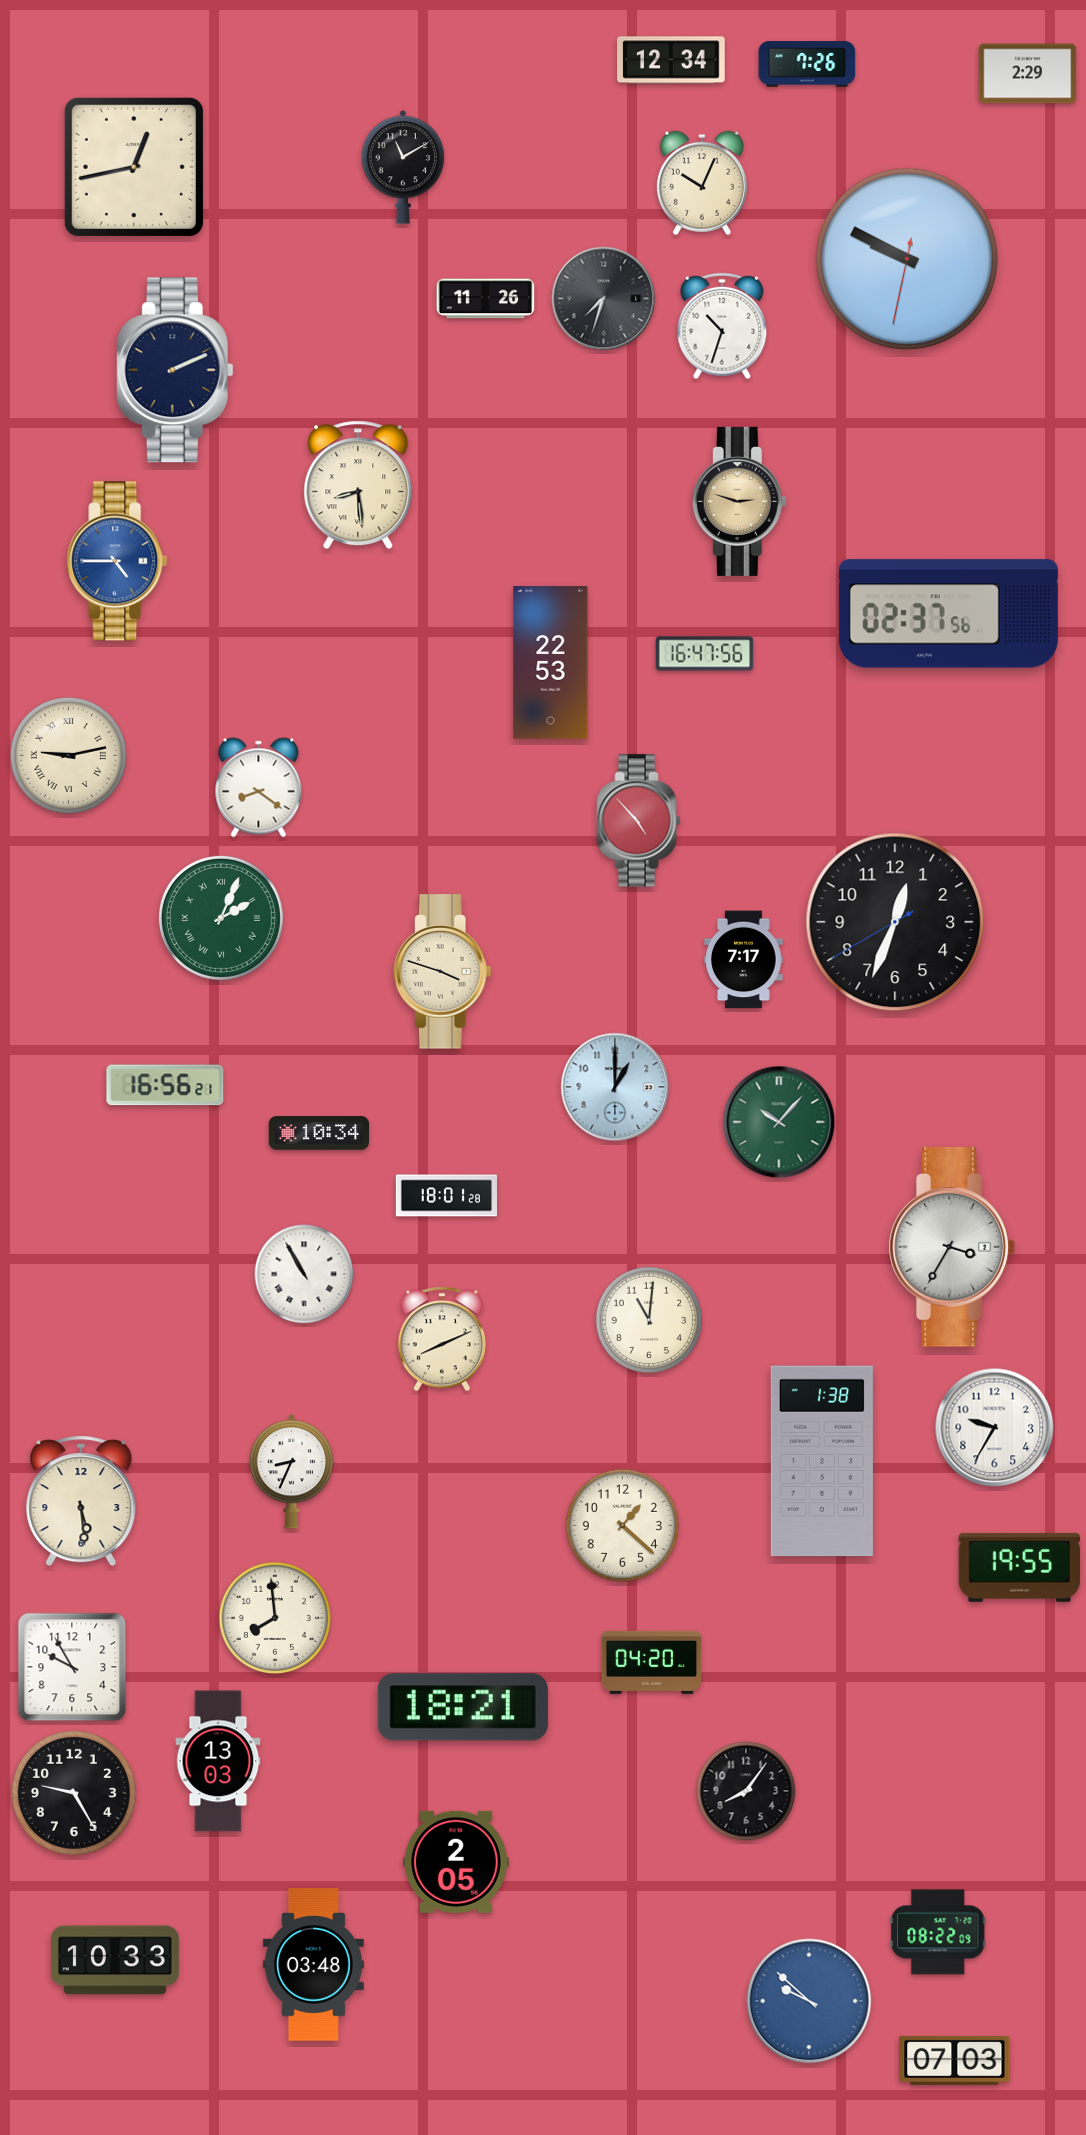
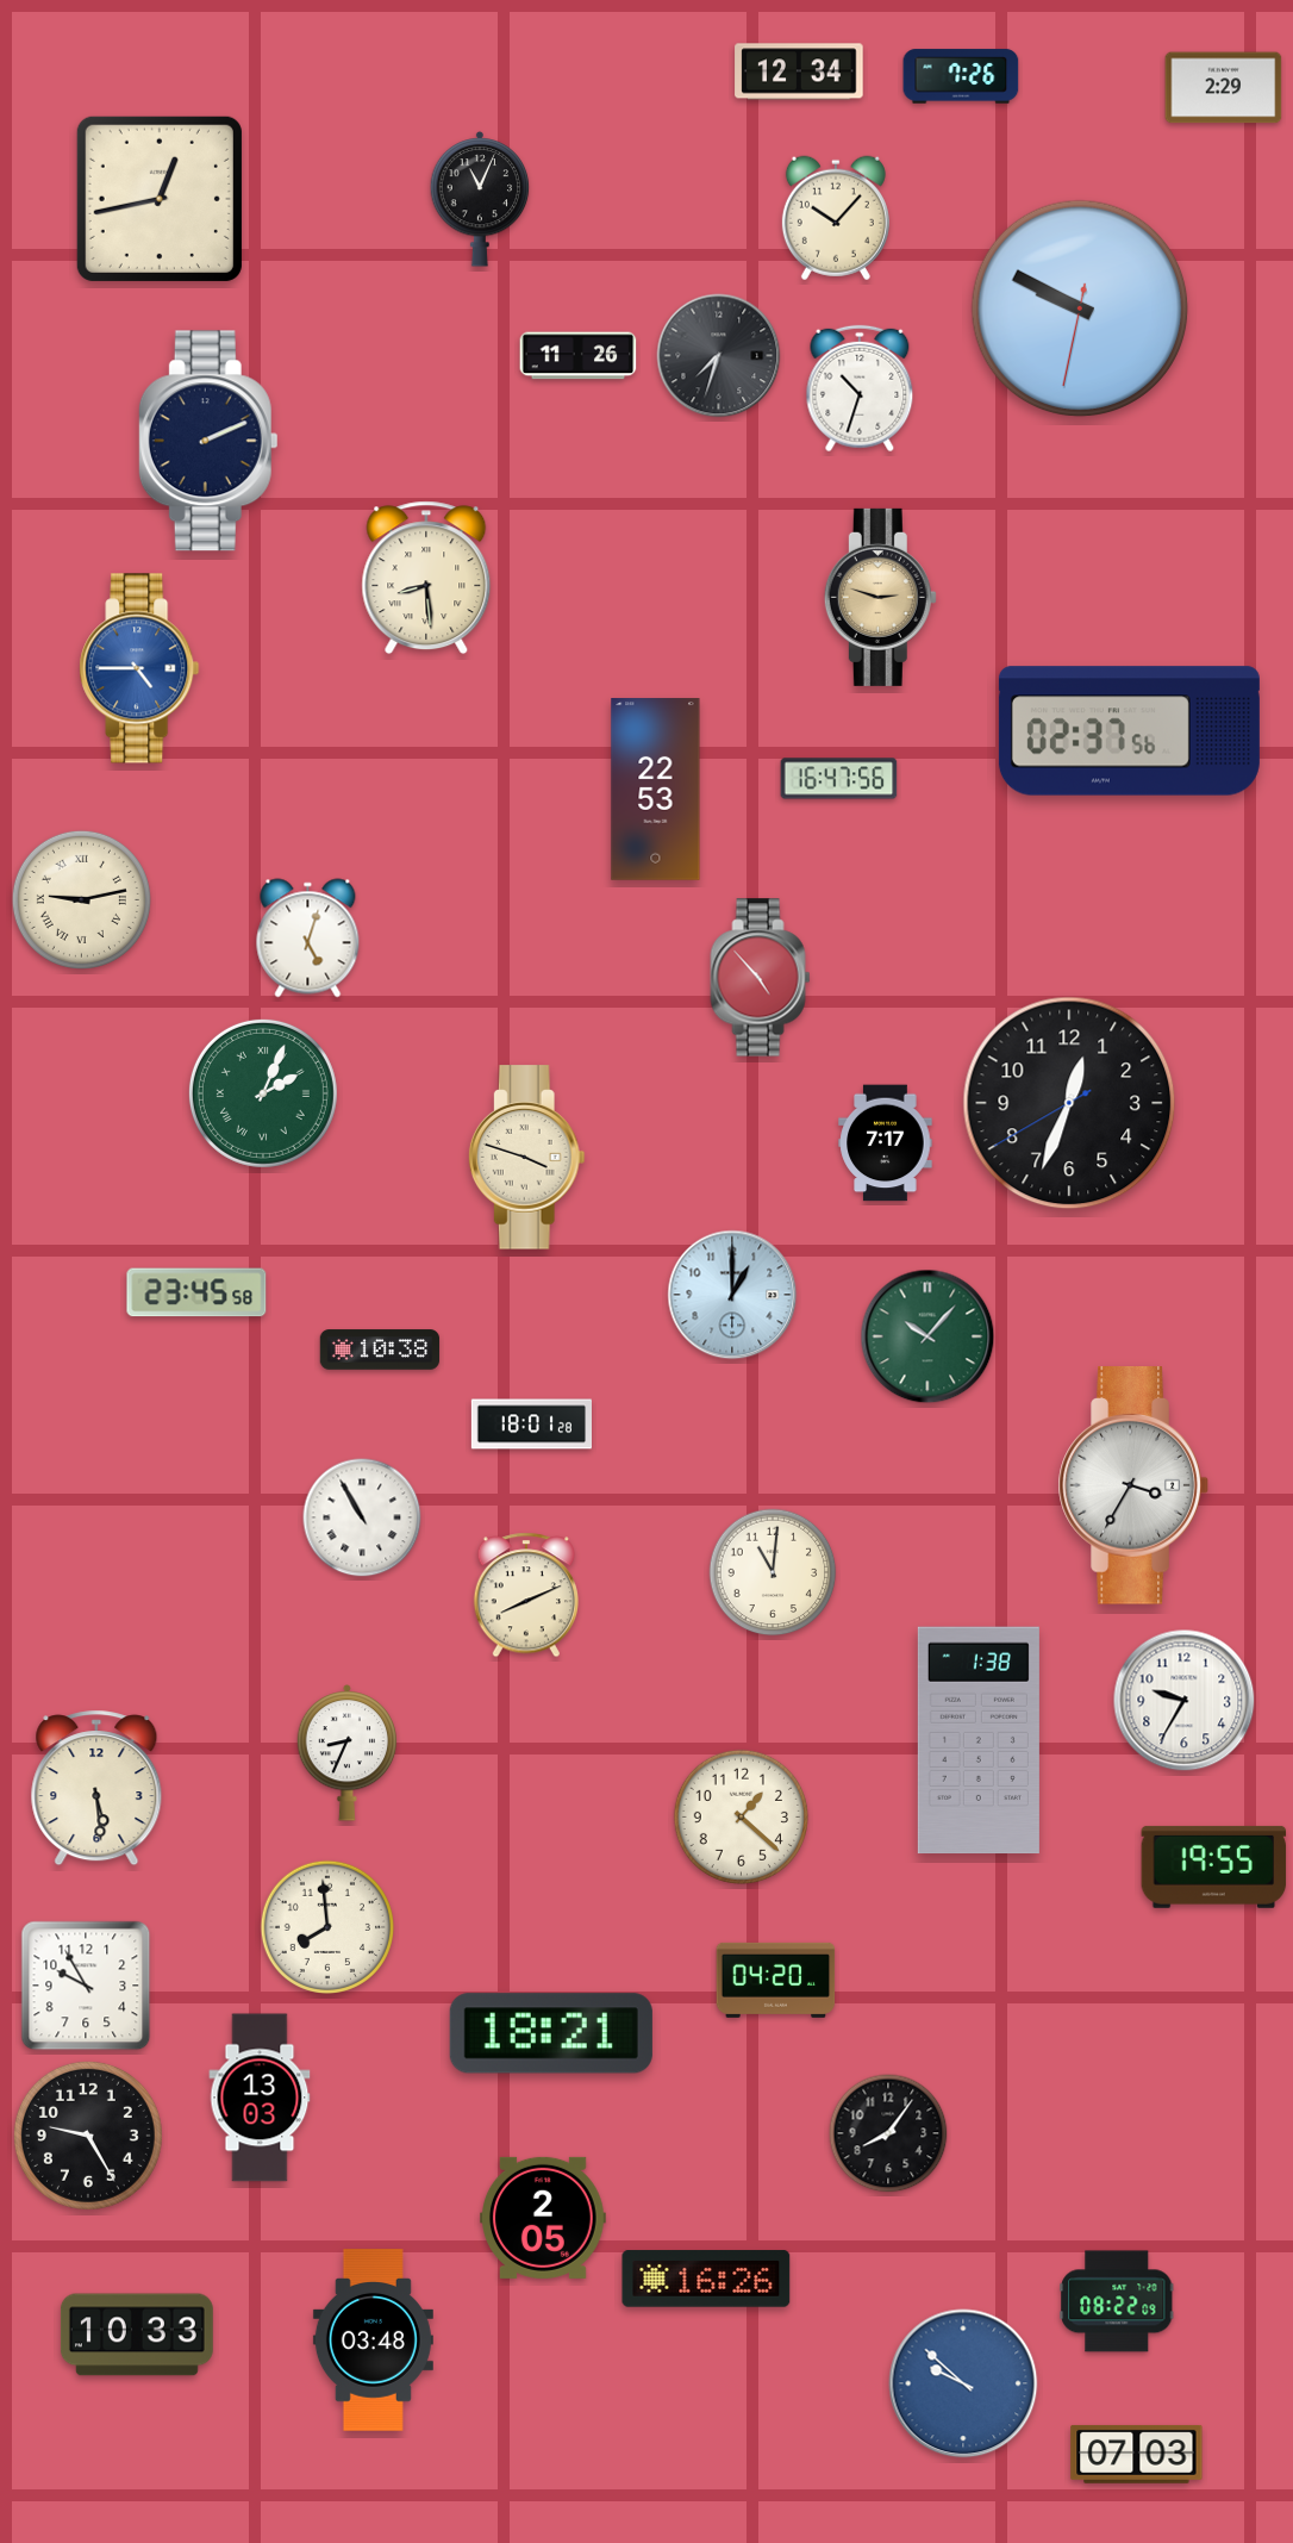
clock at (403, 167): 11:10 -> 11:04
clock at (702, 183): 10:04 -> 10:07
clock at (259, 788): 8:21 -> 5:03
clock at (895, 922) position: (895, 922) -> (1069, 1103)
clock at (165, 1085): 16:56 -> 23:45
clock at (319, 1133): 10:34 -> 10:38
clock at (706, 2279): none -> 16:26
